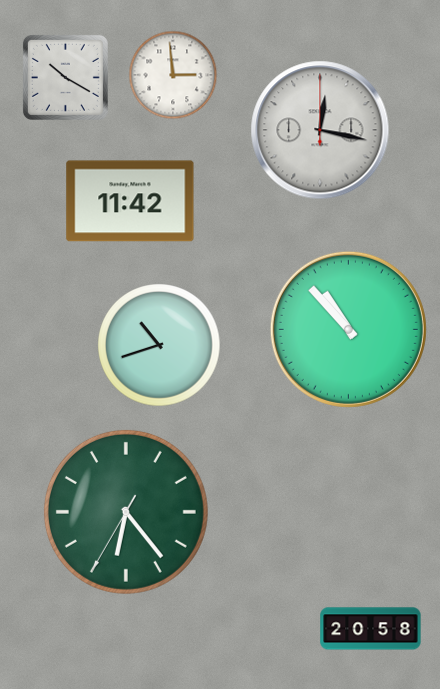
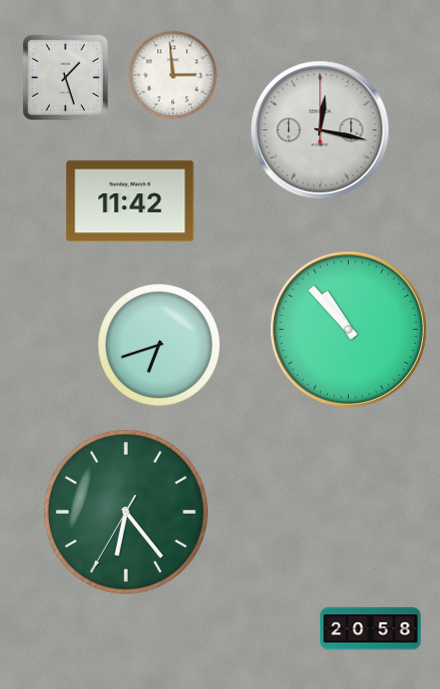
clock at (65, 77): 10:20 -> 1:27
clock at (159, 345): 10:42 -> 6:42
